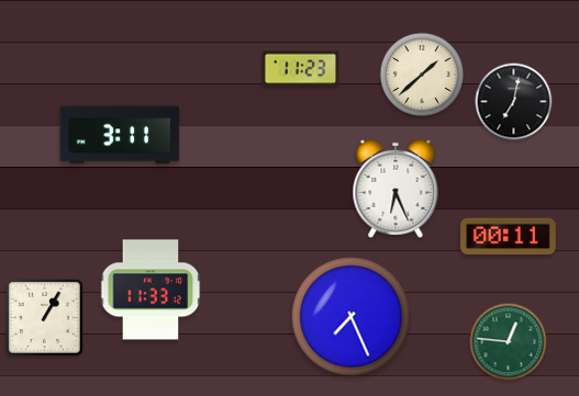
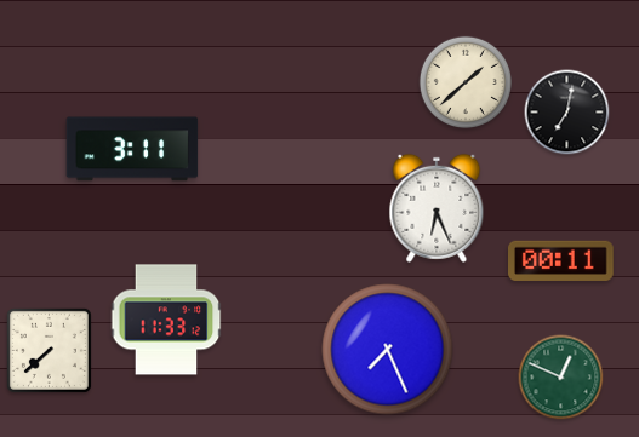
clock at (301, 69): 11:23 -> none
clock at (44, 317): 1:05 -> 7:38
clock at (509, 342): 12:46 -> 12:49
